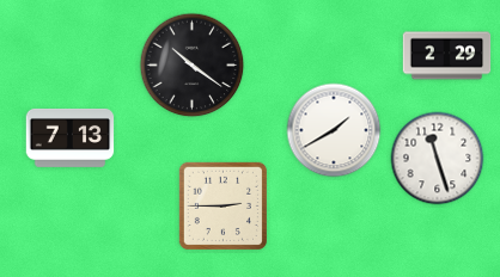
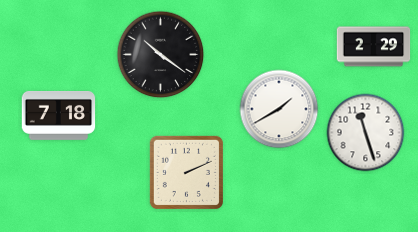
clock at (71, 137): 7:13 -> 7:18
clock at (222, 205): 2:45 -> 2:11
